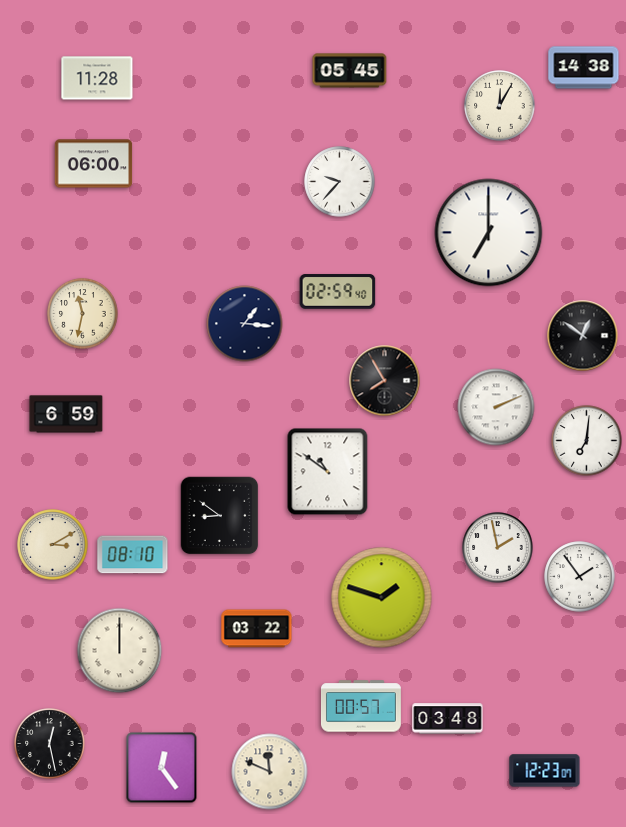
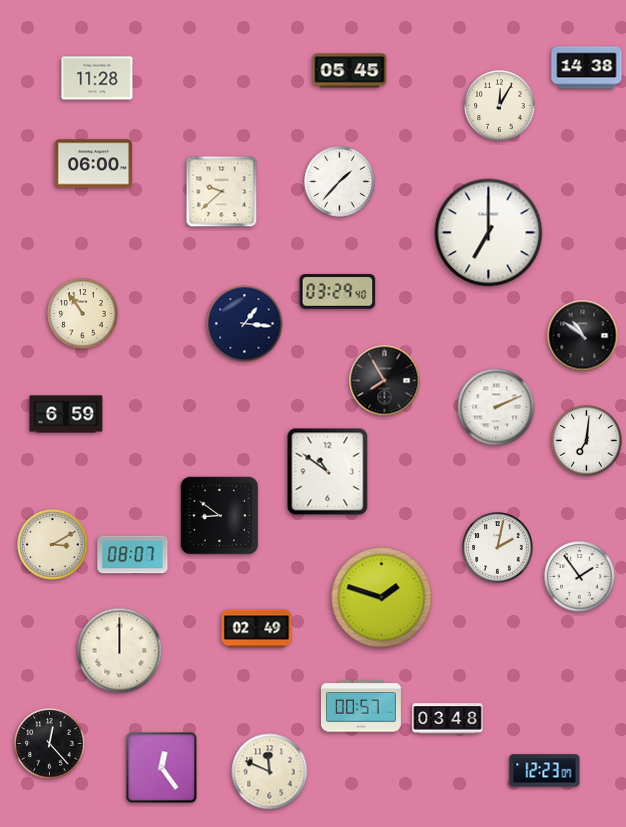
clock at (584, 68) position: (584, 68) -> (587, 68)
clock at (340, 182): 9:37 -> 1:37
clock at (222, 192): none -> 9:38
clock at (338, 292): 02:59 -> 03:29
clock at (83, 314): 11:32 -> 10:54
clock at (583, 336): 12:51 -> 10:51
clock at (498, 548): 1:58 -> 2:02
clock at (133, 555): 08:10 -> 08:07
clock at (257, 629): 03:22 -> 02:49
clock at (50, 744): 12:28 -> 12:23
